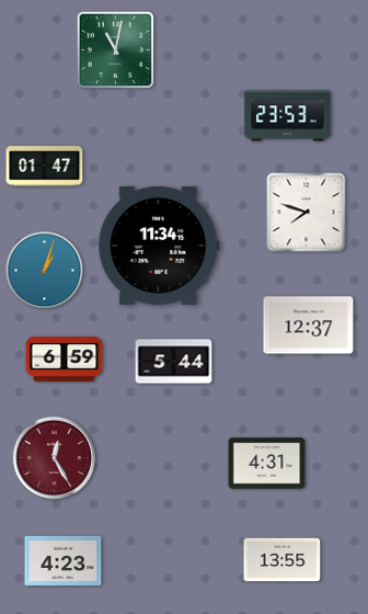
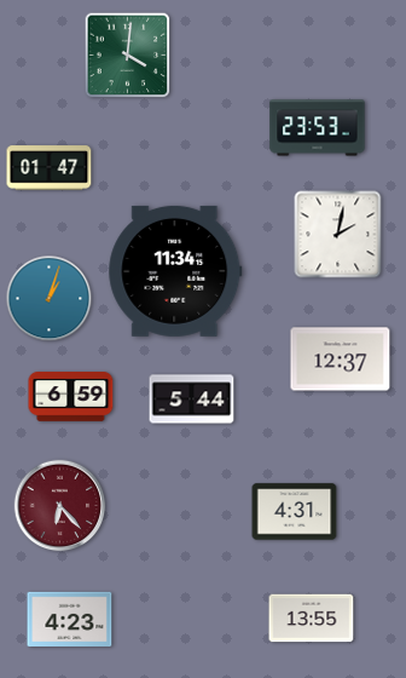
clock at (116, 50): 11:02 -> 4:01
clock at (45, 167) position: (45, 167) -> (50, 168)
clock at (307, 213): 7:48 -> 2:02
clock at (55, 458): 12:25 -> 6:23
